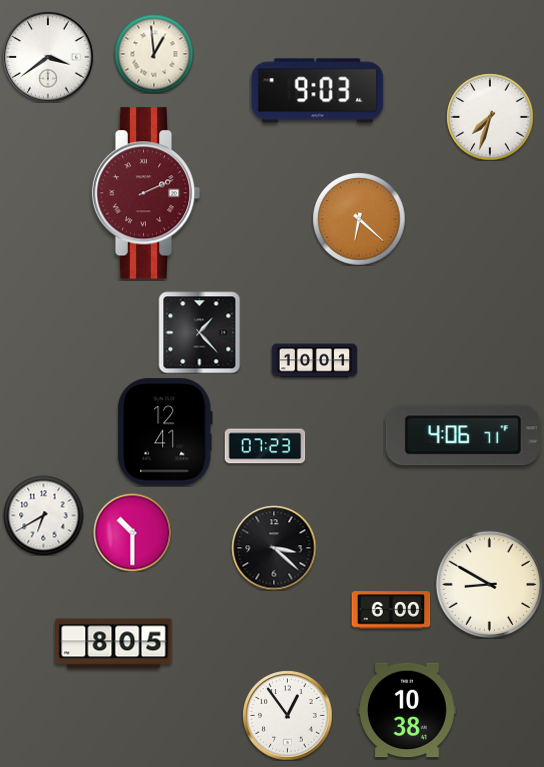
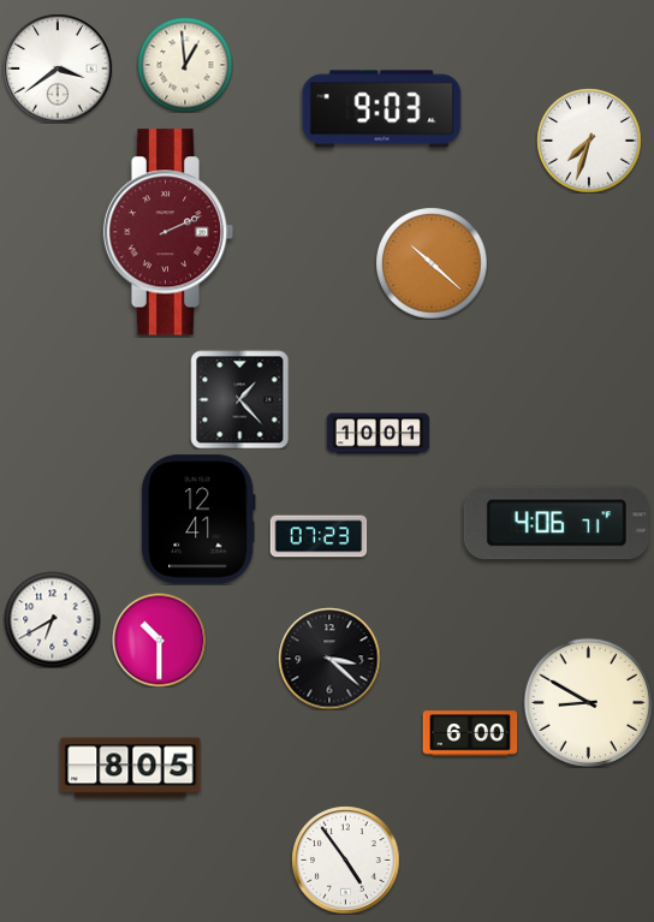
clock at (146, 193) position: (146, 193) -> (168, 232)
clock at (359, 219): 6:22 -> 10:22
clock at (114, 644) position: (114, 644) -> (131, 768)
clock at (408, 710): 10:38 -> none
clock at (287, 715): 12:54 -> 4:54
